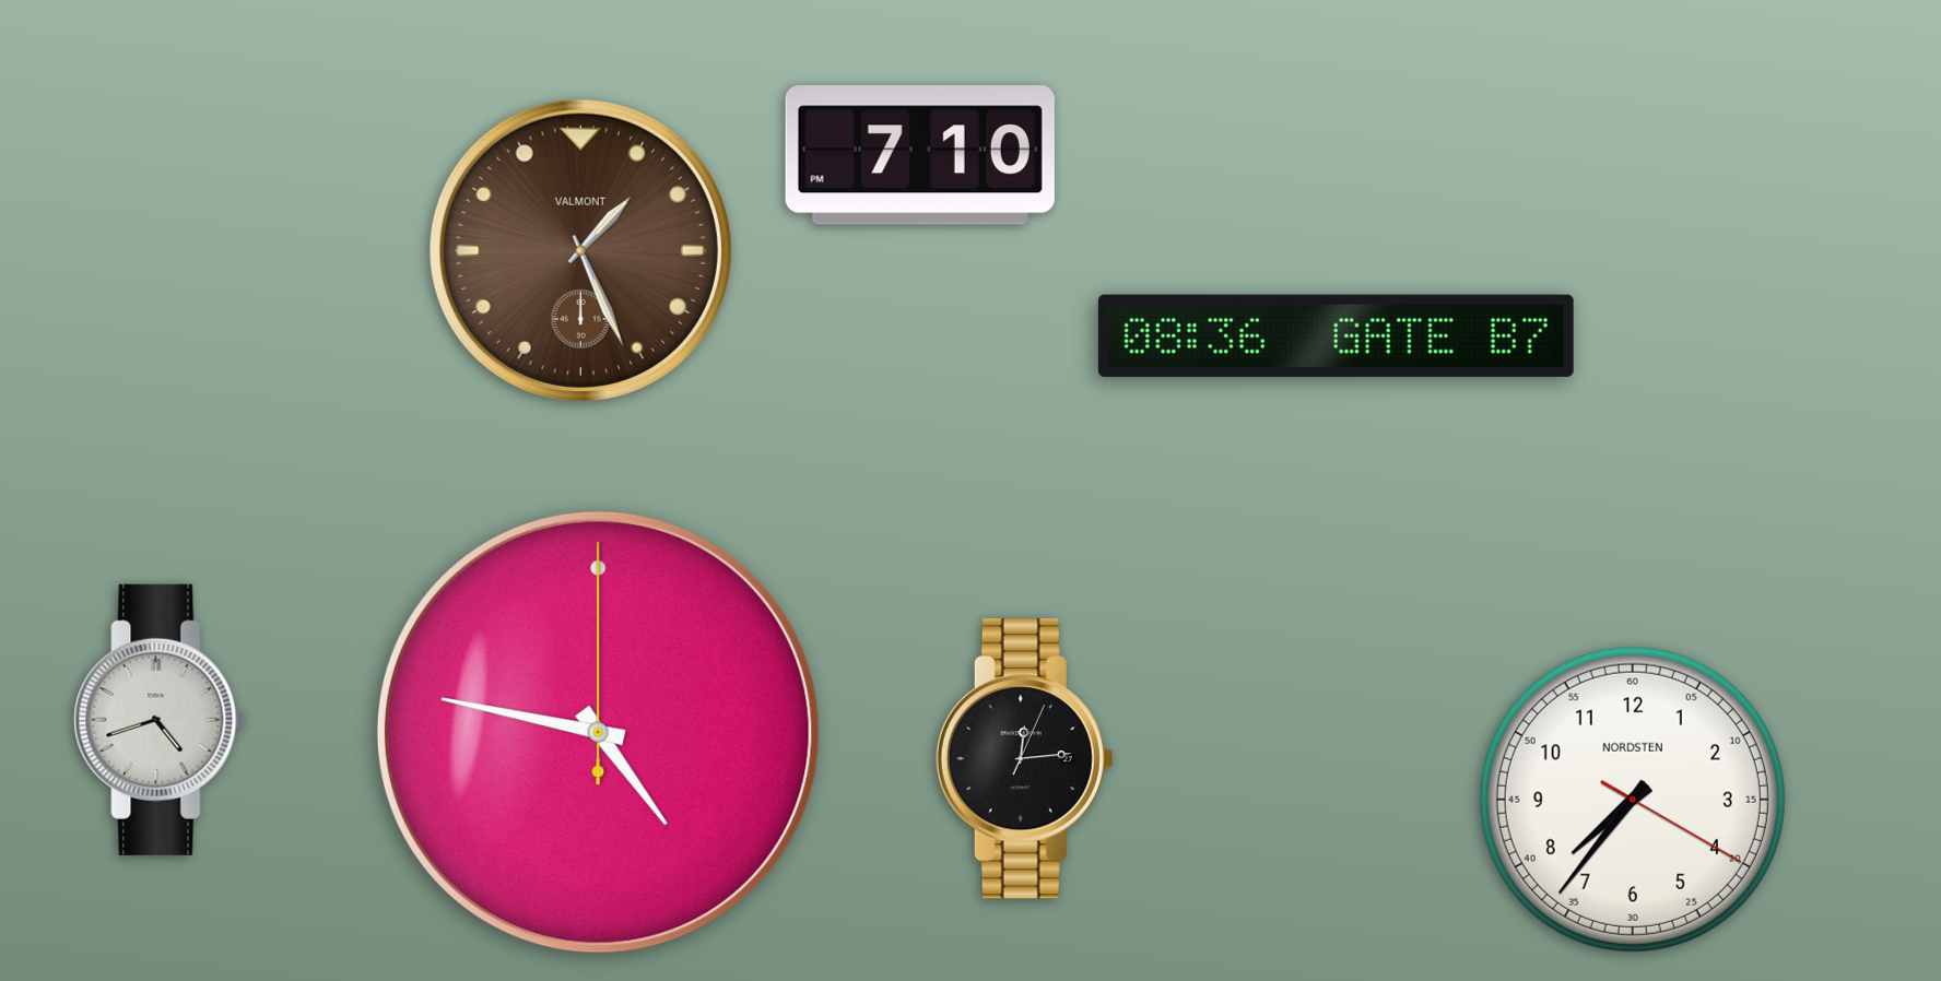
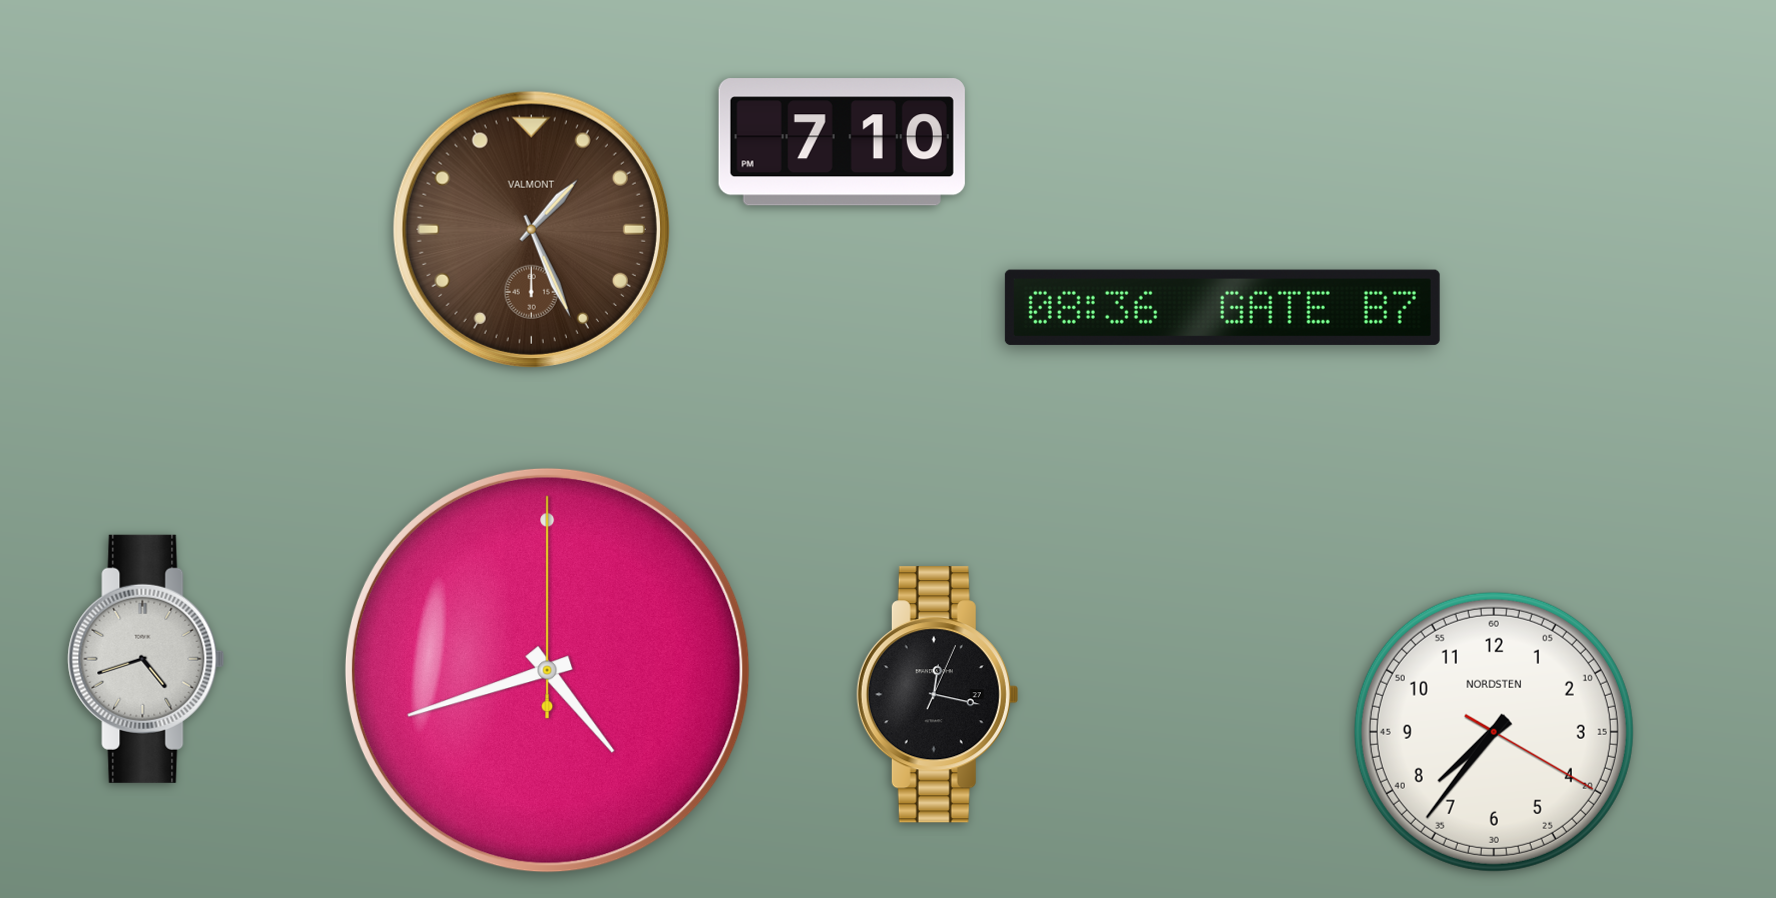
clock at (598, 732): 4:47 -> 4:42
clock at (1024, 759): 12:14 -> 12:17
